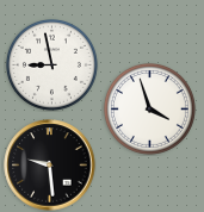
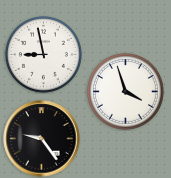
clock at (50, 166): 9:29 -> 9:24
